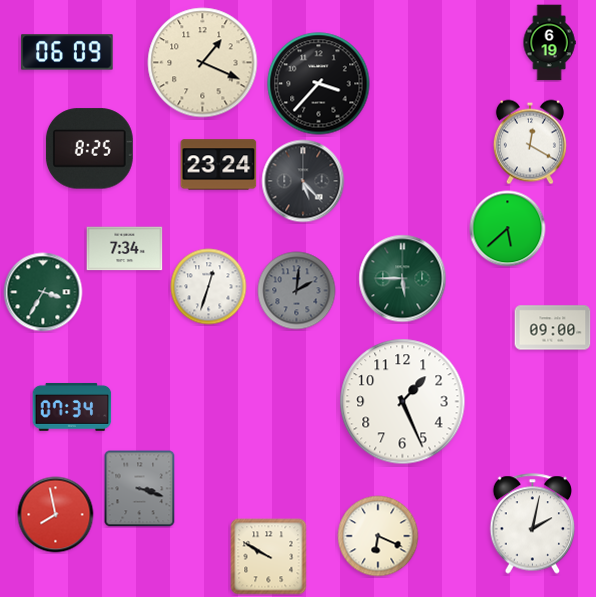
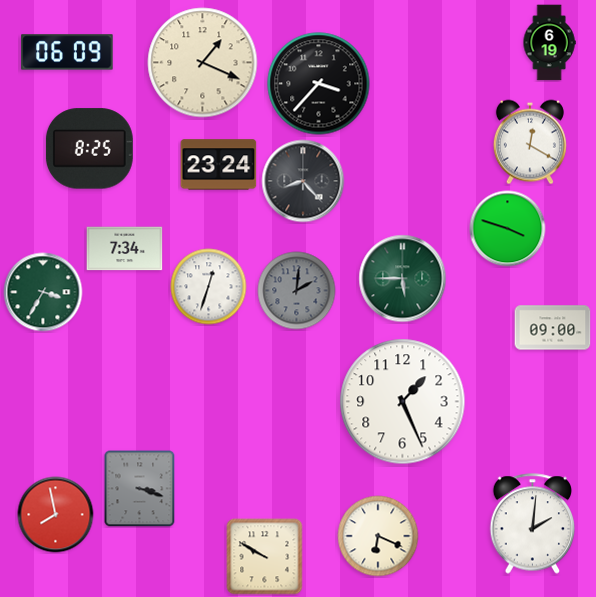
clock at (303, 181): 5:23 -> 8:23
clock at (508, 229): 5:38 -> 3:48
clock at (72, 407): 07:34 -> none
clock at (533, 524): 2:02 -> 2:01
clock at (269, 557) position: (269, 557) -> (265, 557)
